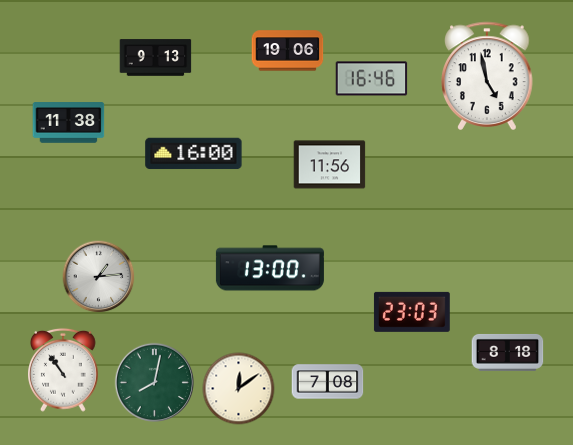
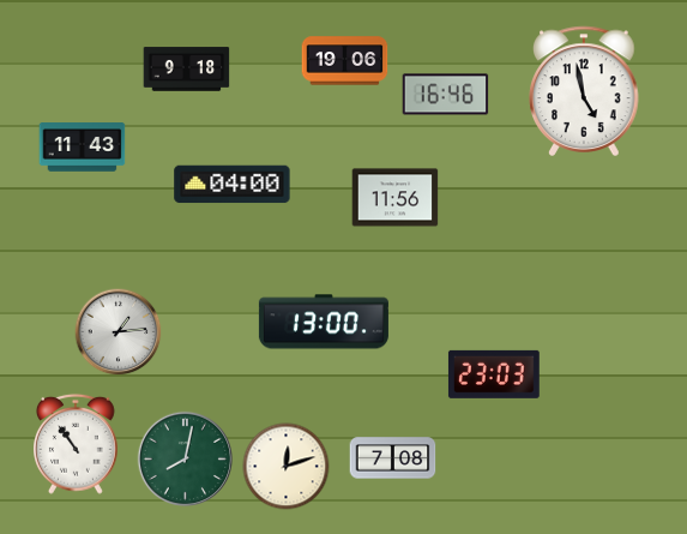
clock at (156, 58): 9:13 -> 9:18
clock at (69, 123): 11:38 -> 11:43
clock at (194, 154): 16:00 -> 04:00
clock at (508, 352): 8:18 -> none
clock at (239, 389): 12:09 -> 12:12
